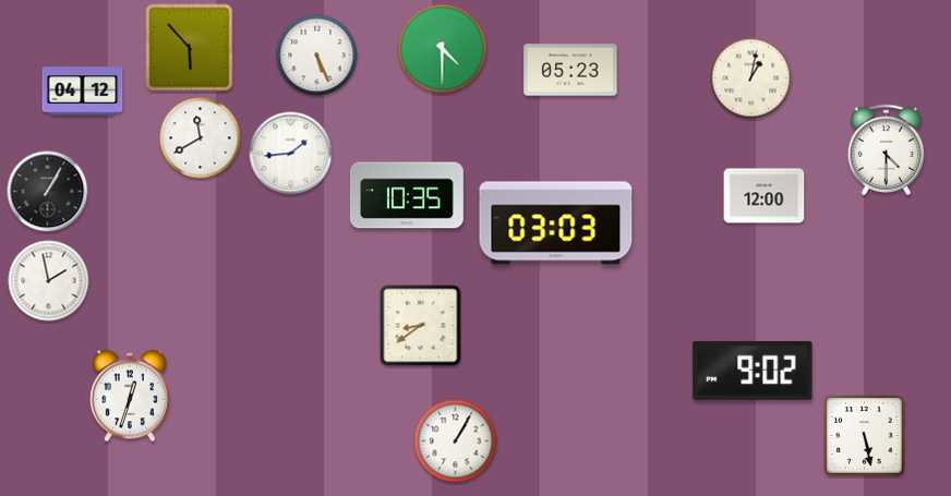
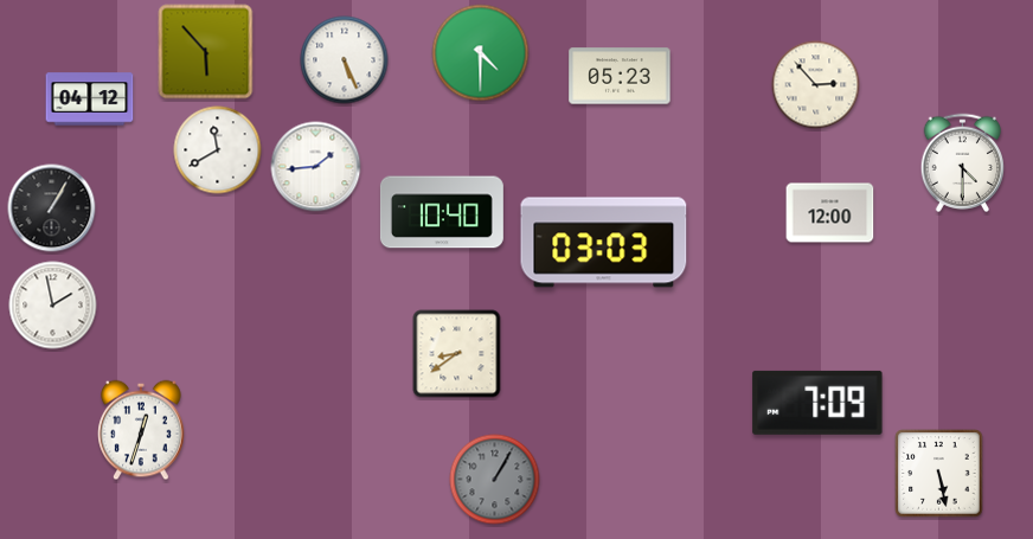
clock at (751, 78): 1:02 -> 2:53
clock at (407, 195): 10:35 -> 10:40
clock at (753, 371): 9:02 -> 7:09
clock at (456, 441) dial: white -> grey
